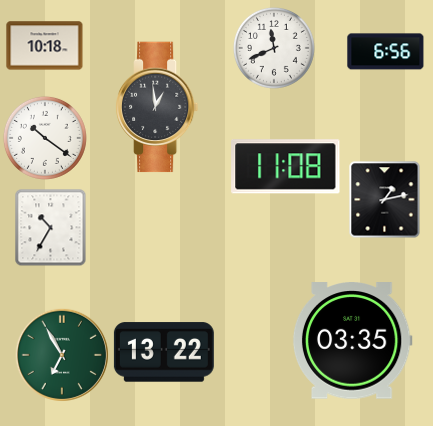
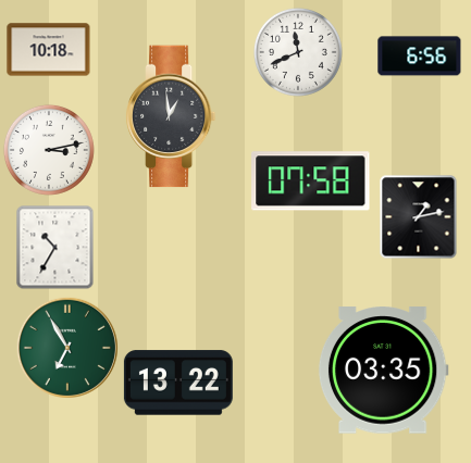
clock at (45, 138): 10:21 -> 3:13
clock at (286, 167): 11:08 -> 07:58
clock at (62, 355) position: (62, 355) -> (67, 348)
